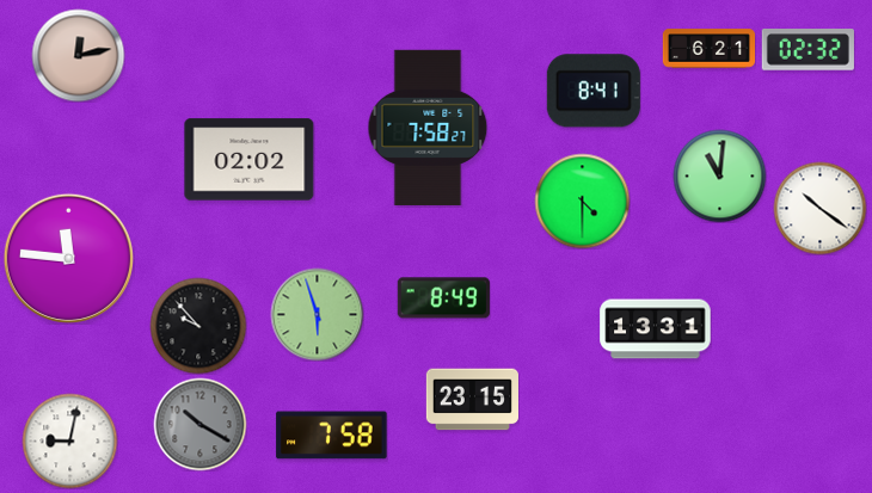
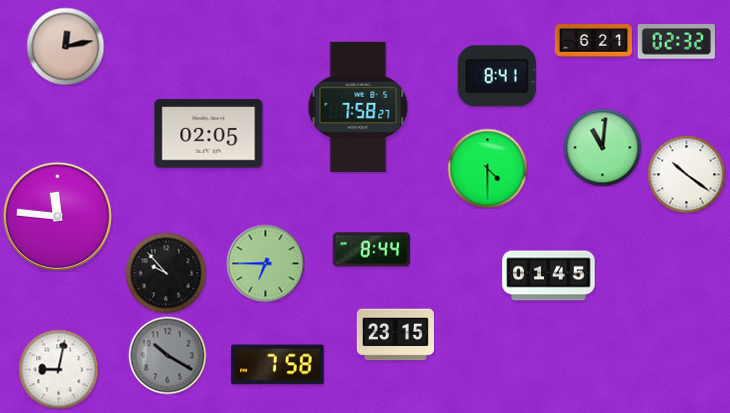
clock at (250, 160): 02:02 -> 02:05
clock at (443, 298): 8:49 -> 8:44
clock at (317, 314): 5:57 -> 6:45
clock at (656, 329): 13:31 -> 01:45
